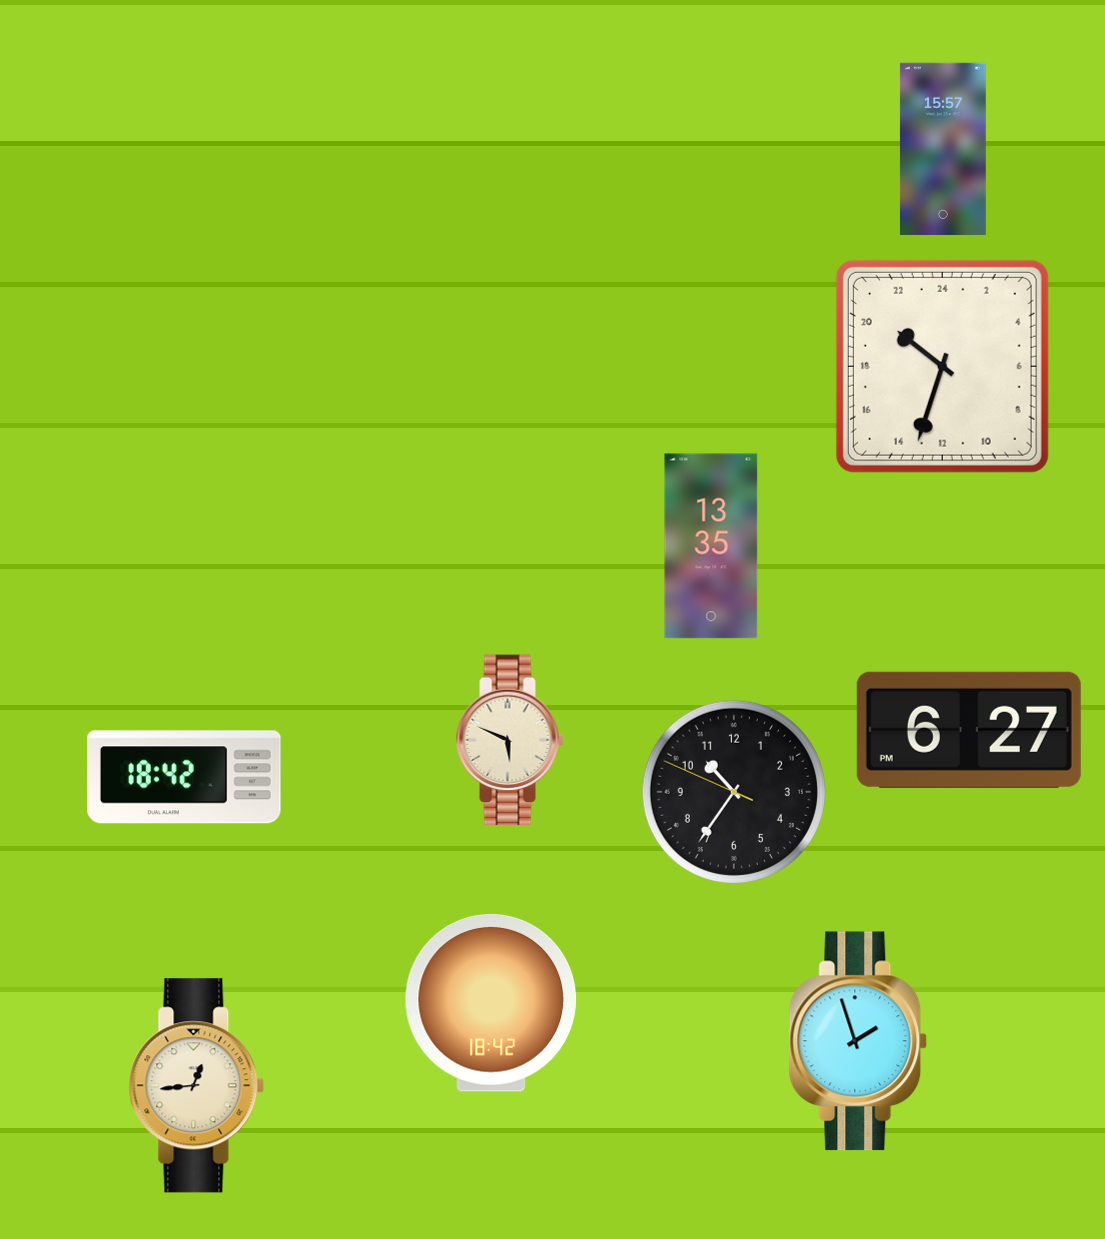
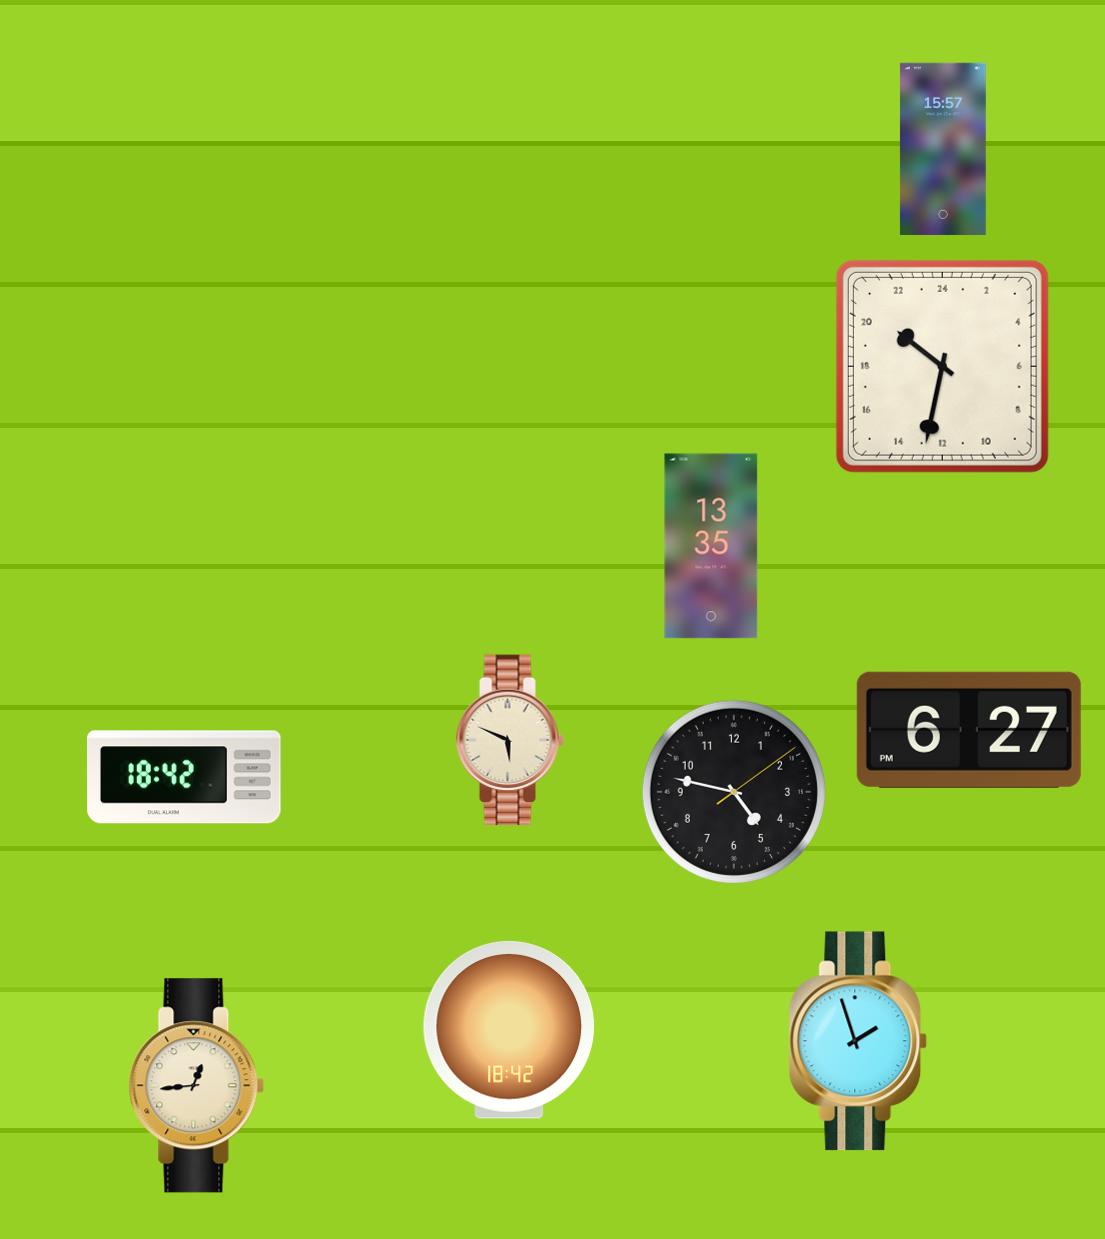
clock at (942, 366): 20:33 -> 20:32
clock at (734, 792): 10:35 -> 4:47
clock at (491, 1003) position: (491, 1003) -> (509, 1030)
